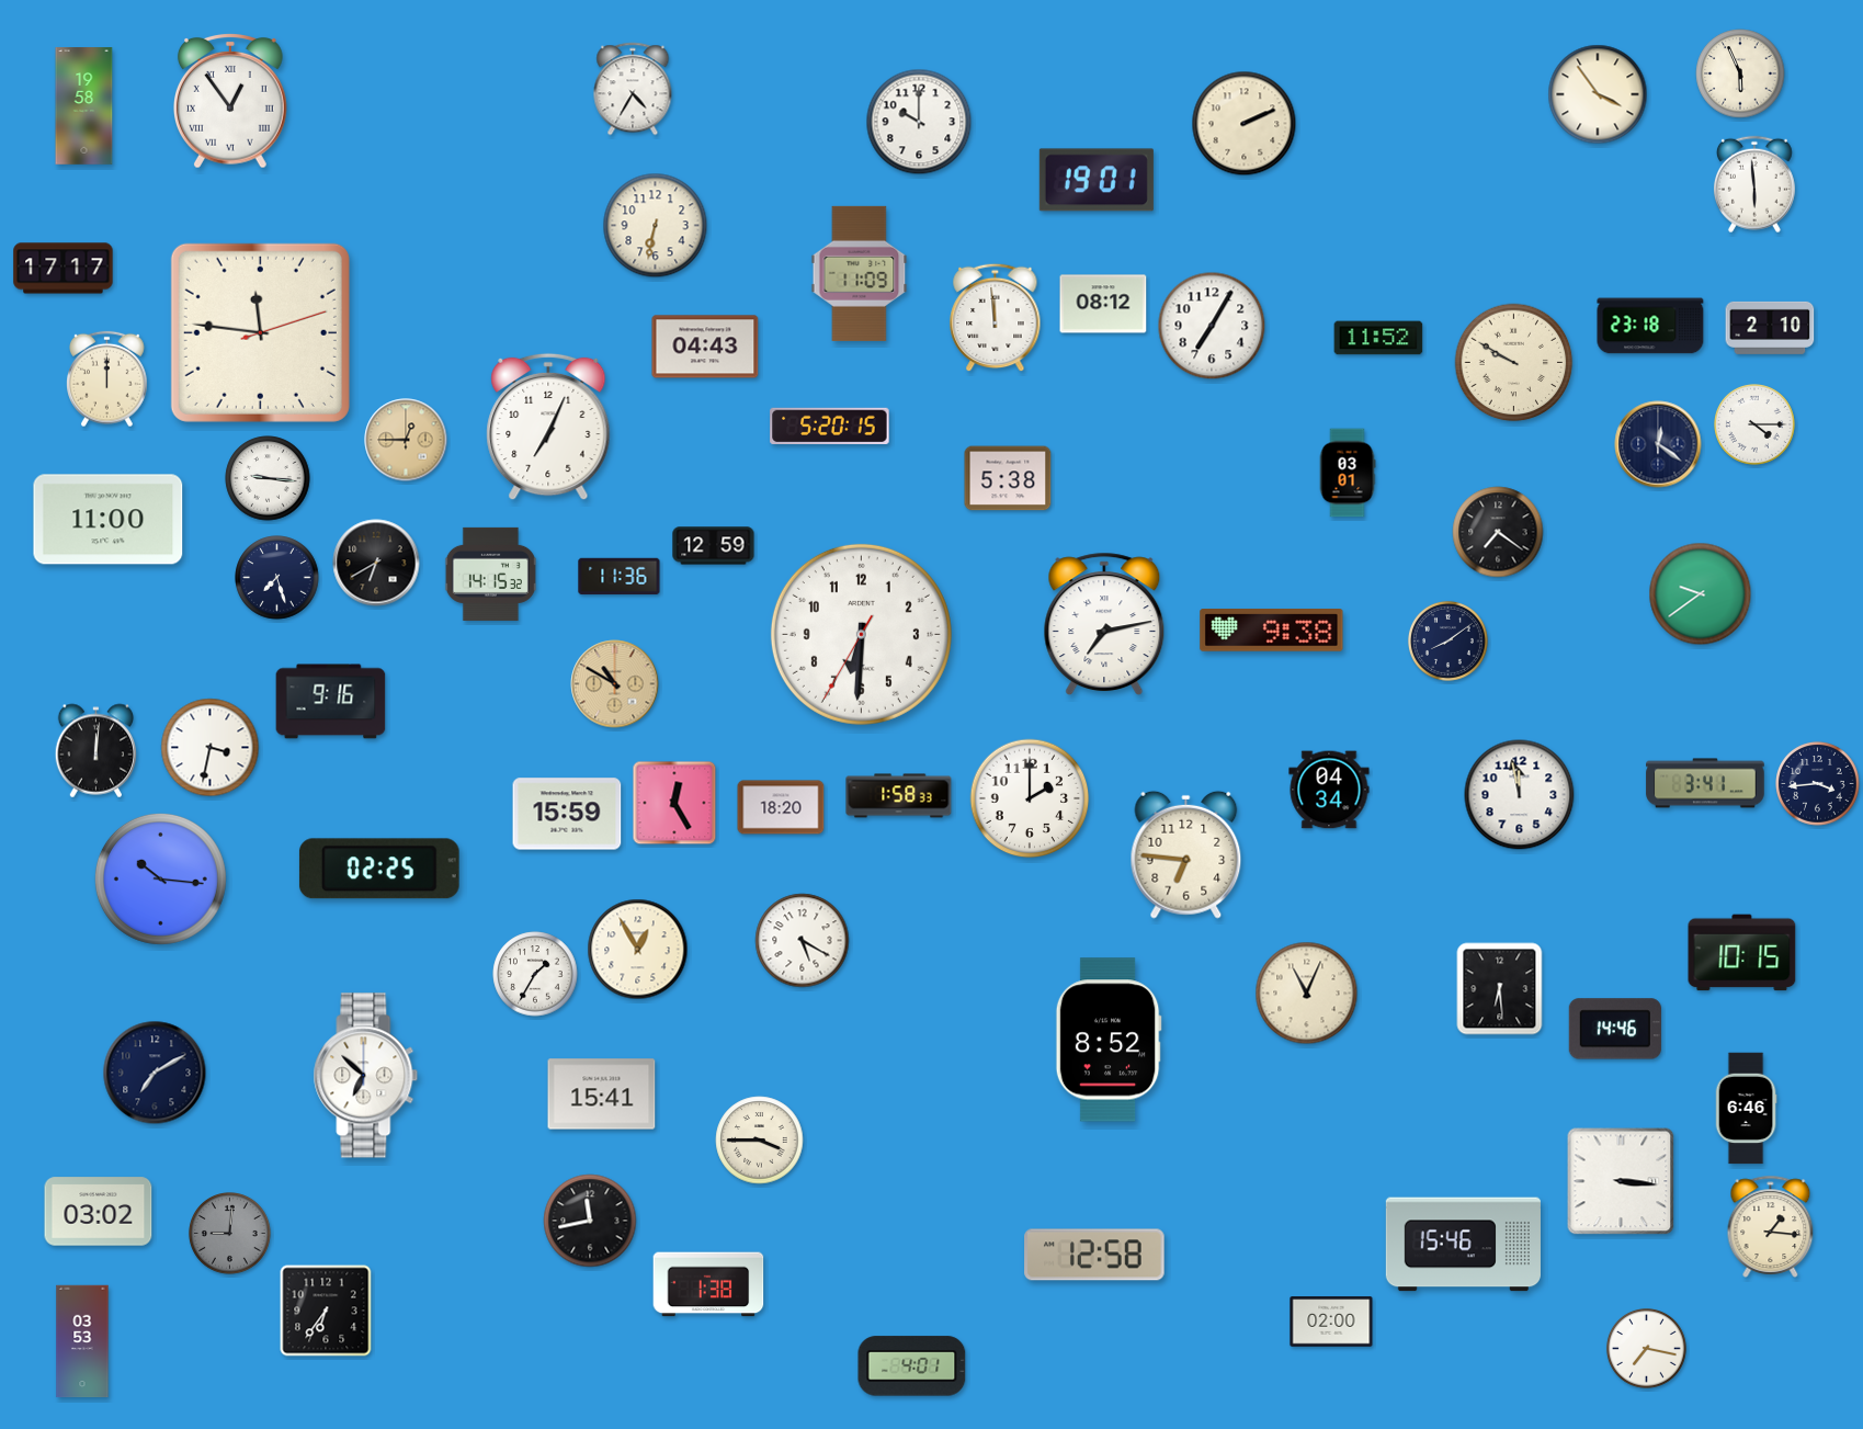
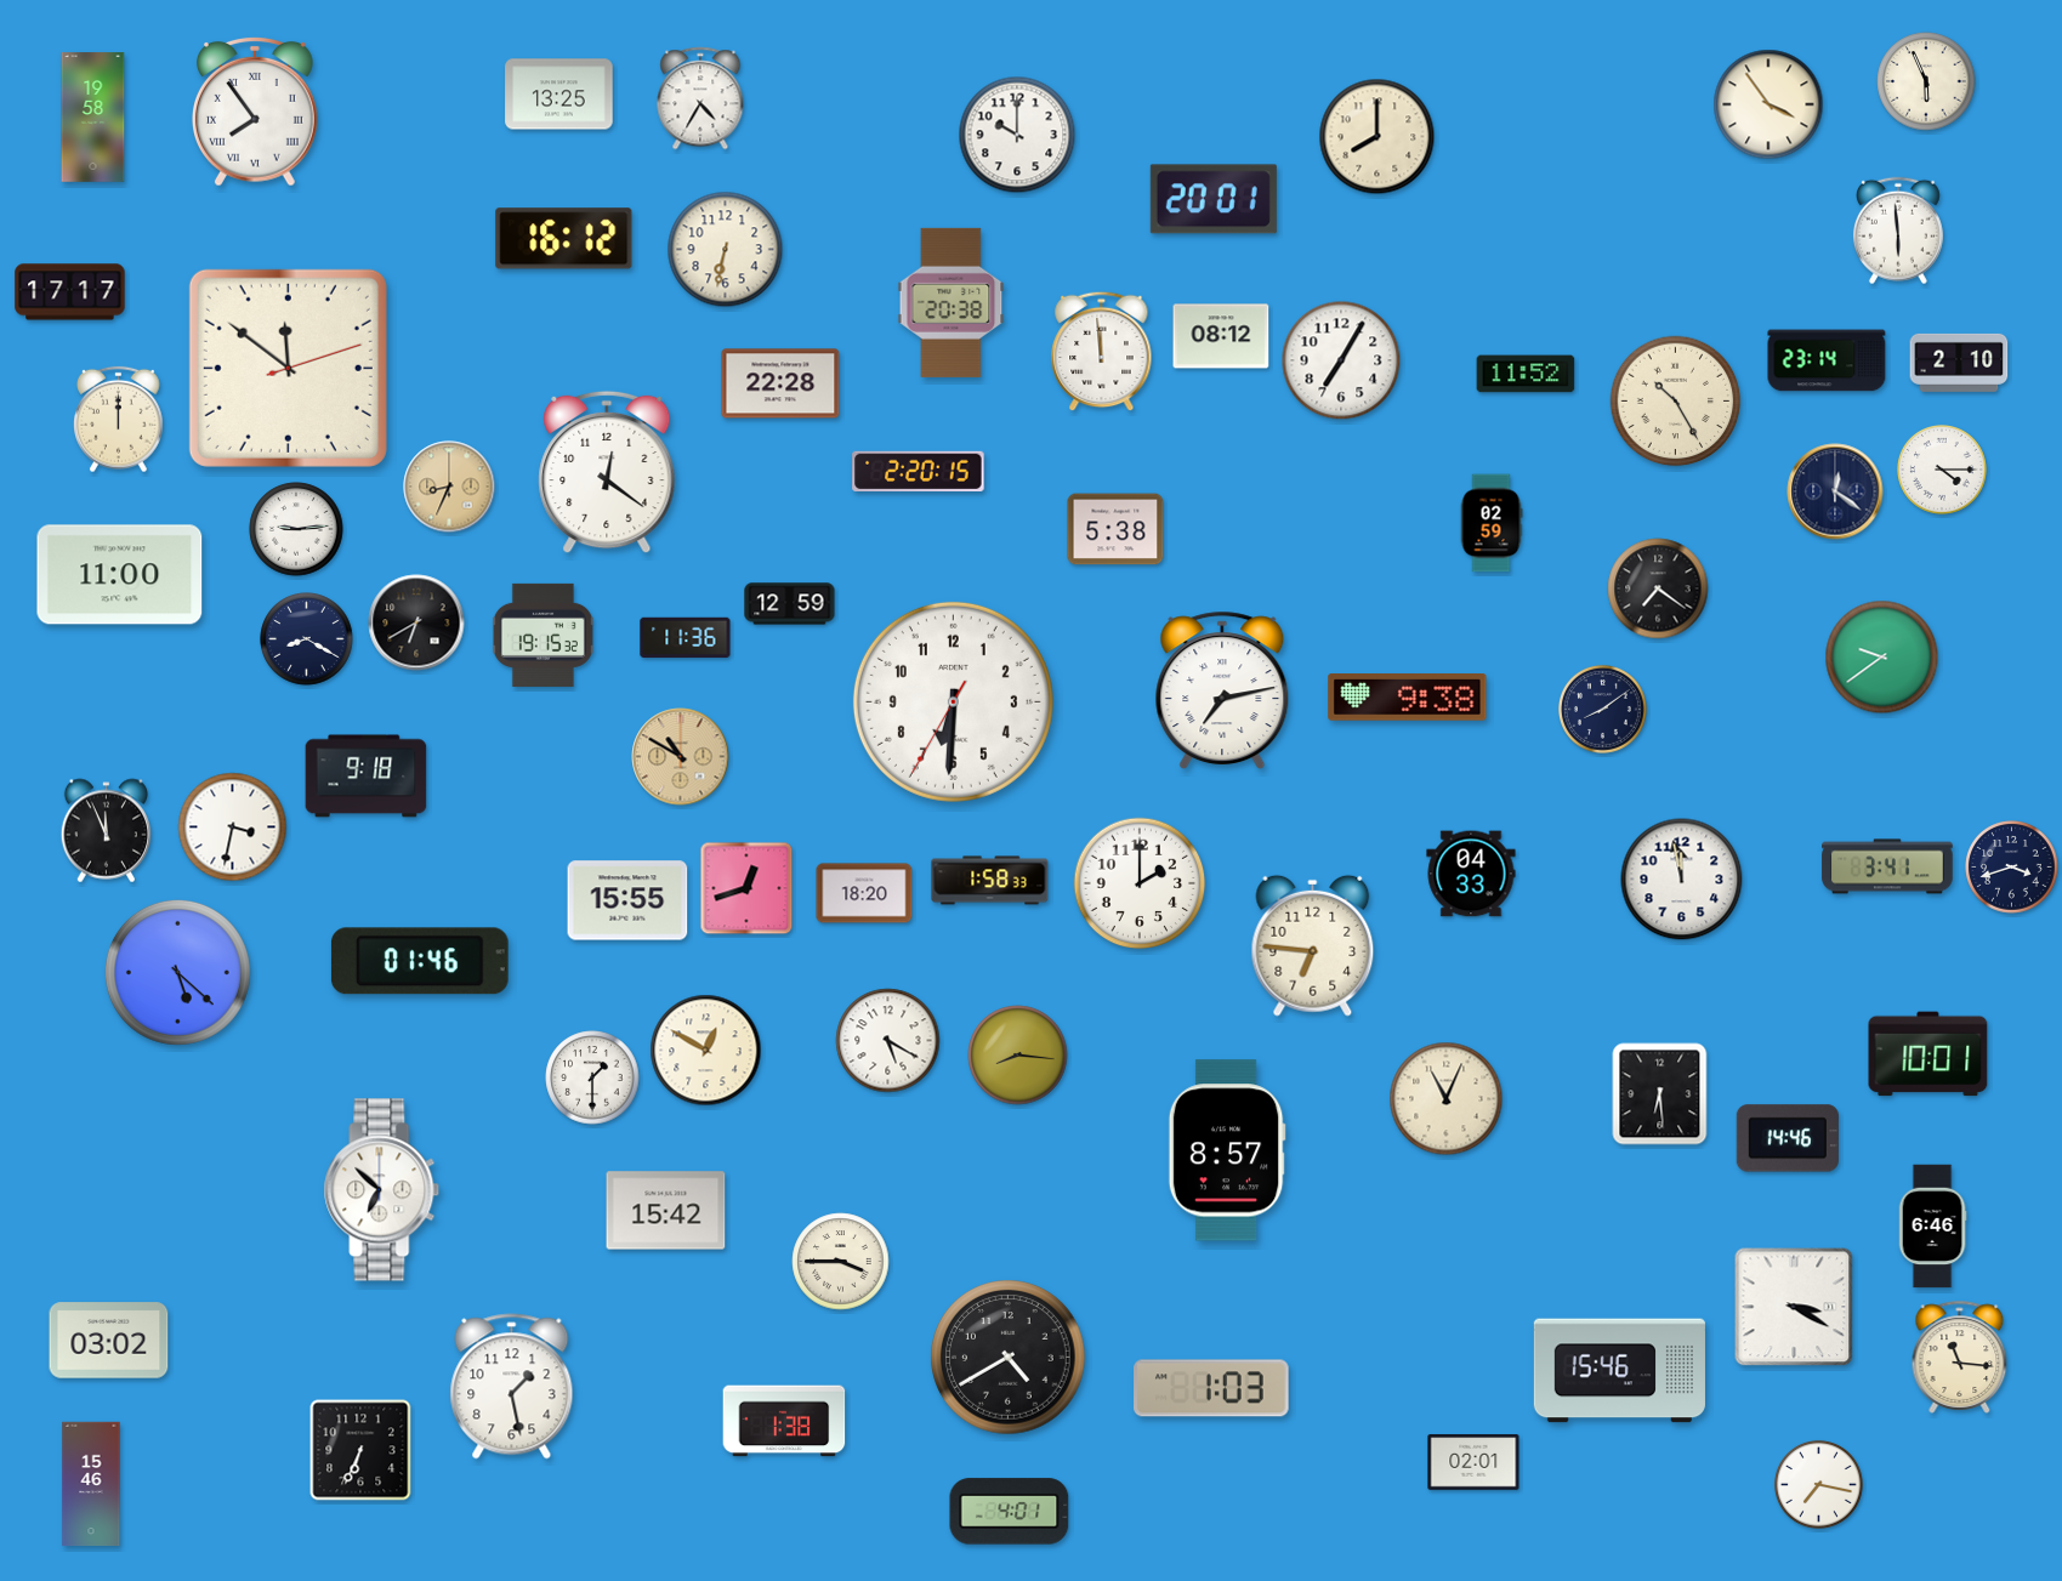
clock at (559, 95): none -> 13:25
clock at (231, 101): 12:54 -> 7:54
clock at (1245, 124): 2:11 -> 8:00
clock at (1097, 180): 19:01 -> 20:01
clock at (1754, 184) position: (1754, 184) -> (1898, 231)
clock at (564, 239): none -> 16:12
clock at (64, 269) position: (64, 269) -> (70, 292)
clock at (860, 273): 11:09 -> 20:38
clock at (1650, 326): 23:18 -> 23:14
clock at (260, 332): 11:46 -> 11:51
clock at (705, 347): 04:43 -> 22:28
clock at (1514, 363): 9:50 -> 10:25
clock at (830, 426): 5:20 -> 2:20
clock at (548, 427): 7:04 -> 12:21
clock at (406, 440): 12:45 -> 8:34
clock at (1348, 473): 03:01 -> 02:59
clock at (268, 478): 9:16 -> 9:14
clock at (490, 574): 14:15 -> 19:15
clock at (277, 578): 7:27 -> 8:20
clock at (331, 702): 9:16 -> 9:18
clock at (96, 751): 12:01 -> 11:56
clock at (1818, 784): 3:44 -> 3:42
clock at (1329, 790): 04:34 -> 04:33
clock at (899, 796) position: (899, 796) -> (990, 881)
clock at (674, 803): 12:25 -> 12:42
clock at (567, 814): 15:59 -> 15:55
clock at (379, 869): 02:25 -> 01:46
clock at (160, 878): 10:16 -> 5:22
clock at (638, 950): 12:55 -> 12:50
clock at (1742, 953): 10:15 -> 10:01
clock at (1018, 1056): none -> 8:16
clock at (535, 974): 1:35 -> 1:30
clock at (1109, 1040): 8:52 -> 8:57
clock at (155, 1073): 7:10 -> none
clock at (366, 1076) position: (366, 1076) -> (382, 1190)
clock at (602, 1095): 15:41 -> 15:42
clock at (1621, 1181): 3:16 -> 3:20
clock at (590, 1221): 11:43 -> none
clock at (1771, 1226): 1:16 -> 11:16
clock at (1009, 1358): none -> 4:40
clock at (230, 1234): 9:01 -> none
clock at (1463, 1245) position: (1463, 1245) -> (1619, 1371)
clock at (512, 1387): none -> 1:28
clock at (1094, 1255): 12:58 -> 1:03
clock at (326, 1311): 6:36 -> 6:34
clock at (1331, 1322): 02:00 -> 02:01
clock at (82, 1341): 03:53 -> 15:46
clock at (1646, 1348) position: (1646, 1348) -> (1818, 1484)
